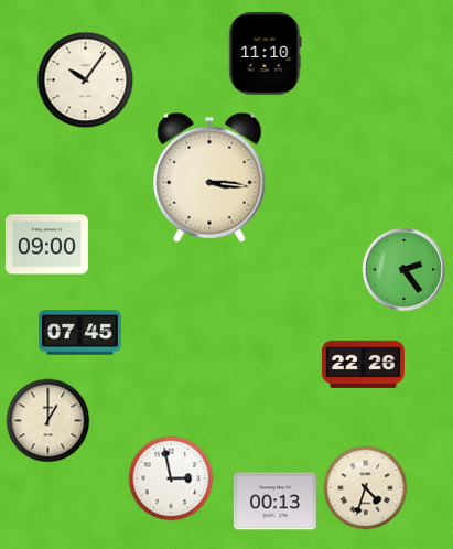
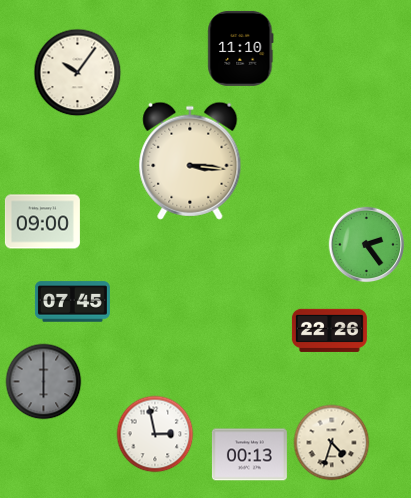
clock at (48, 421): 1:00 -> 6:00
clock at (48, 421) dial: cream -> grey
